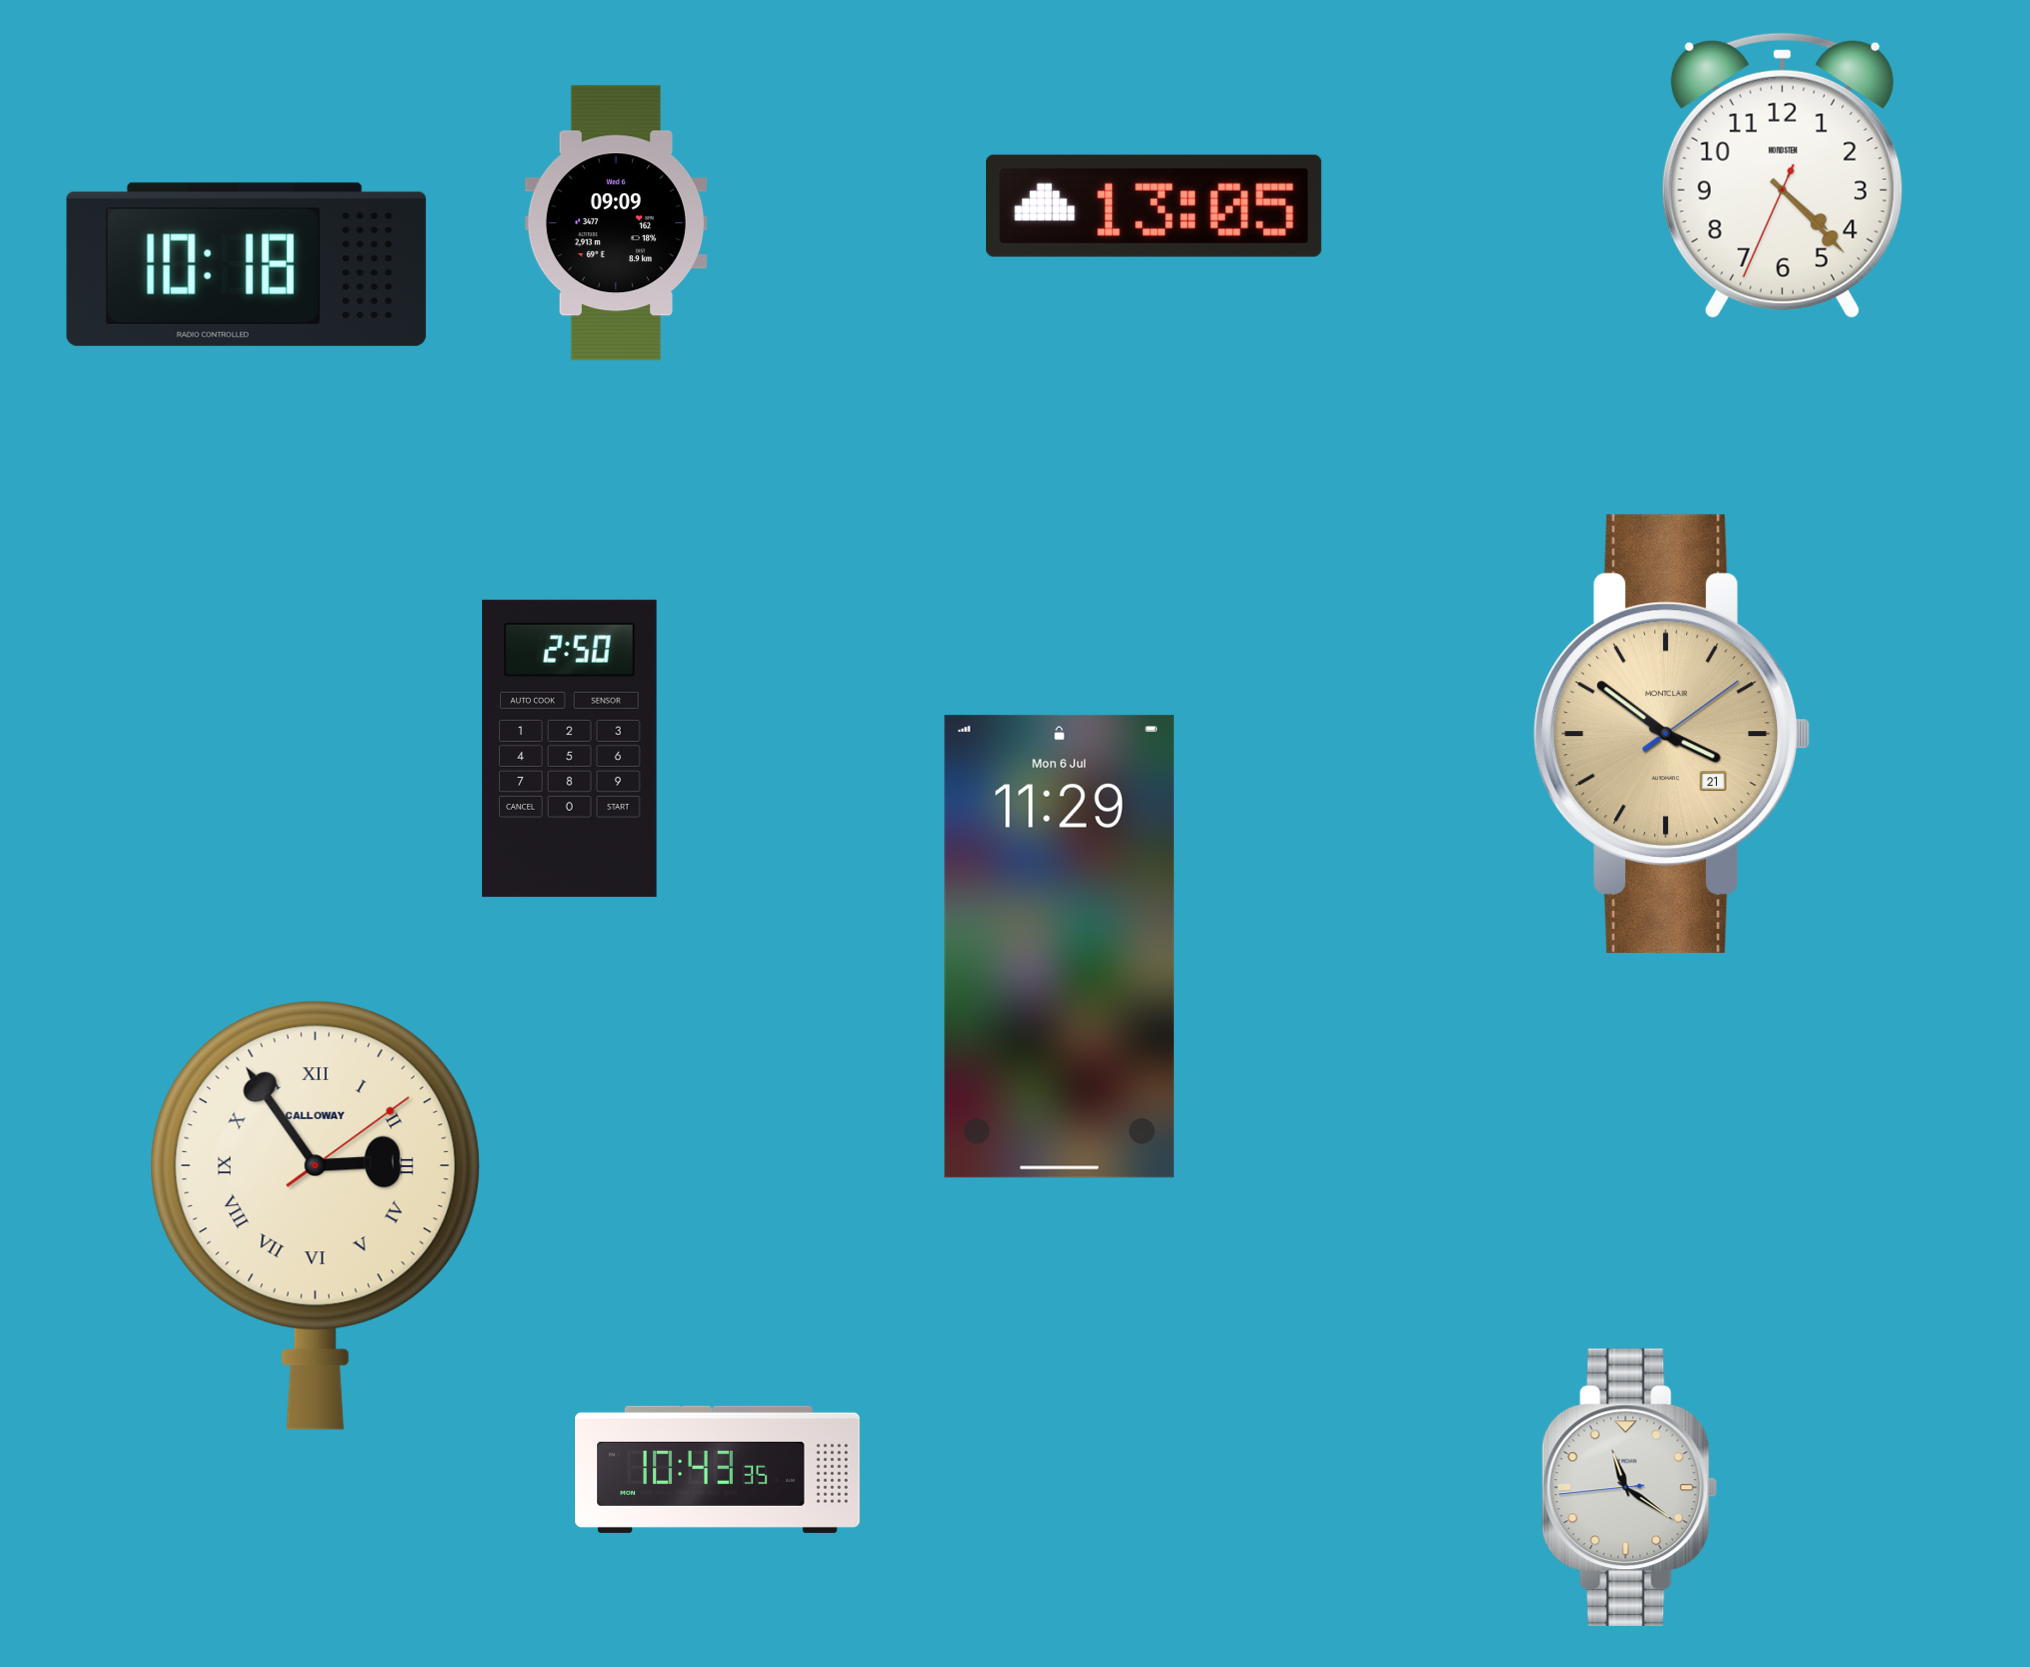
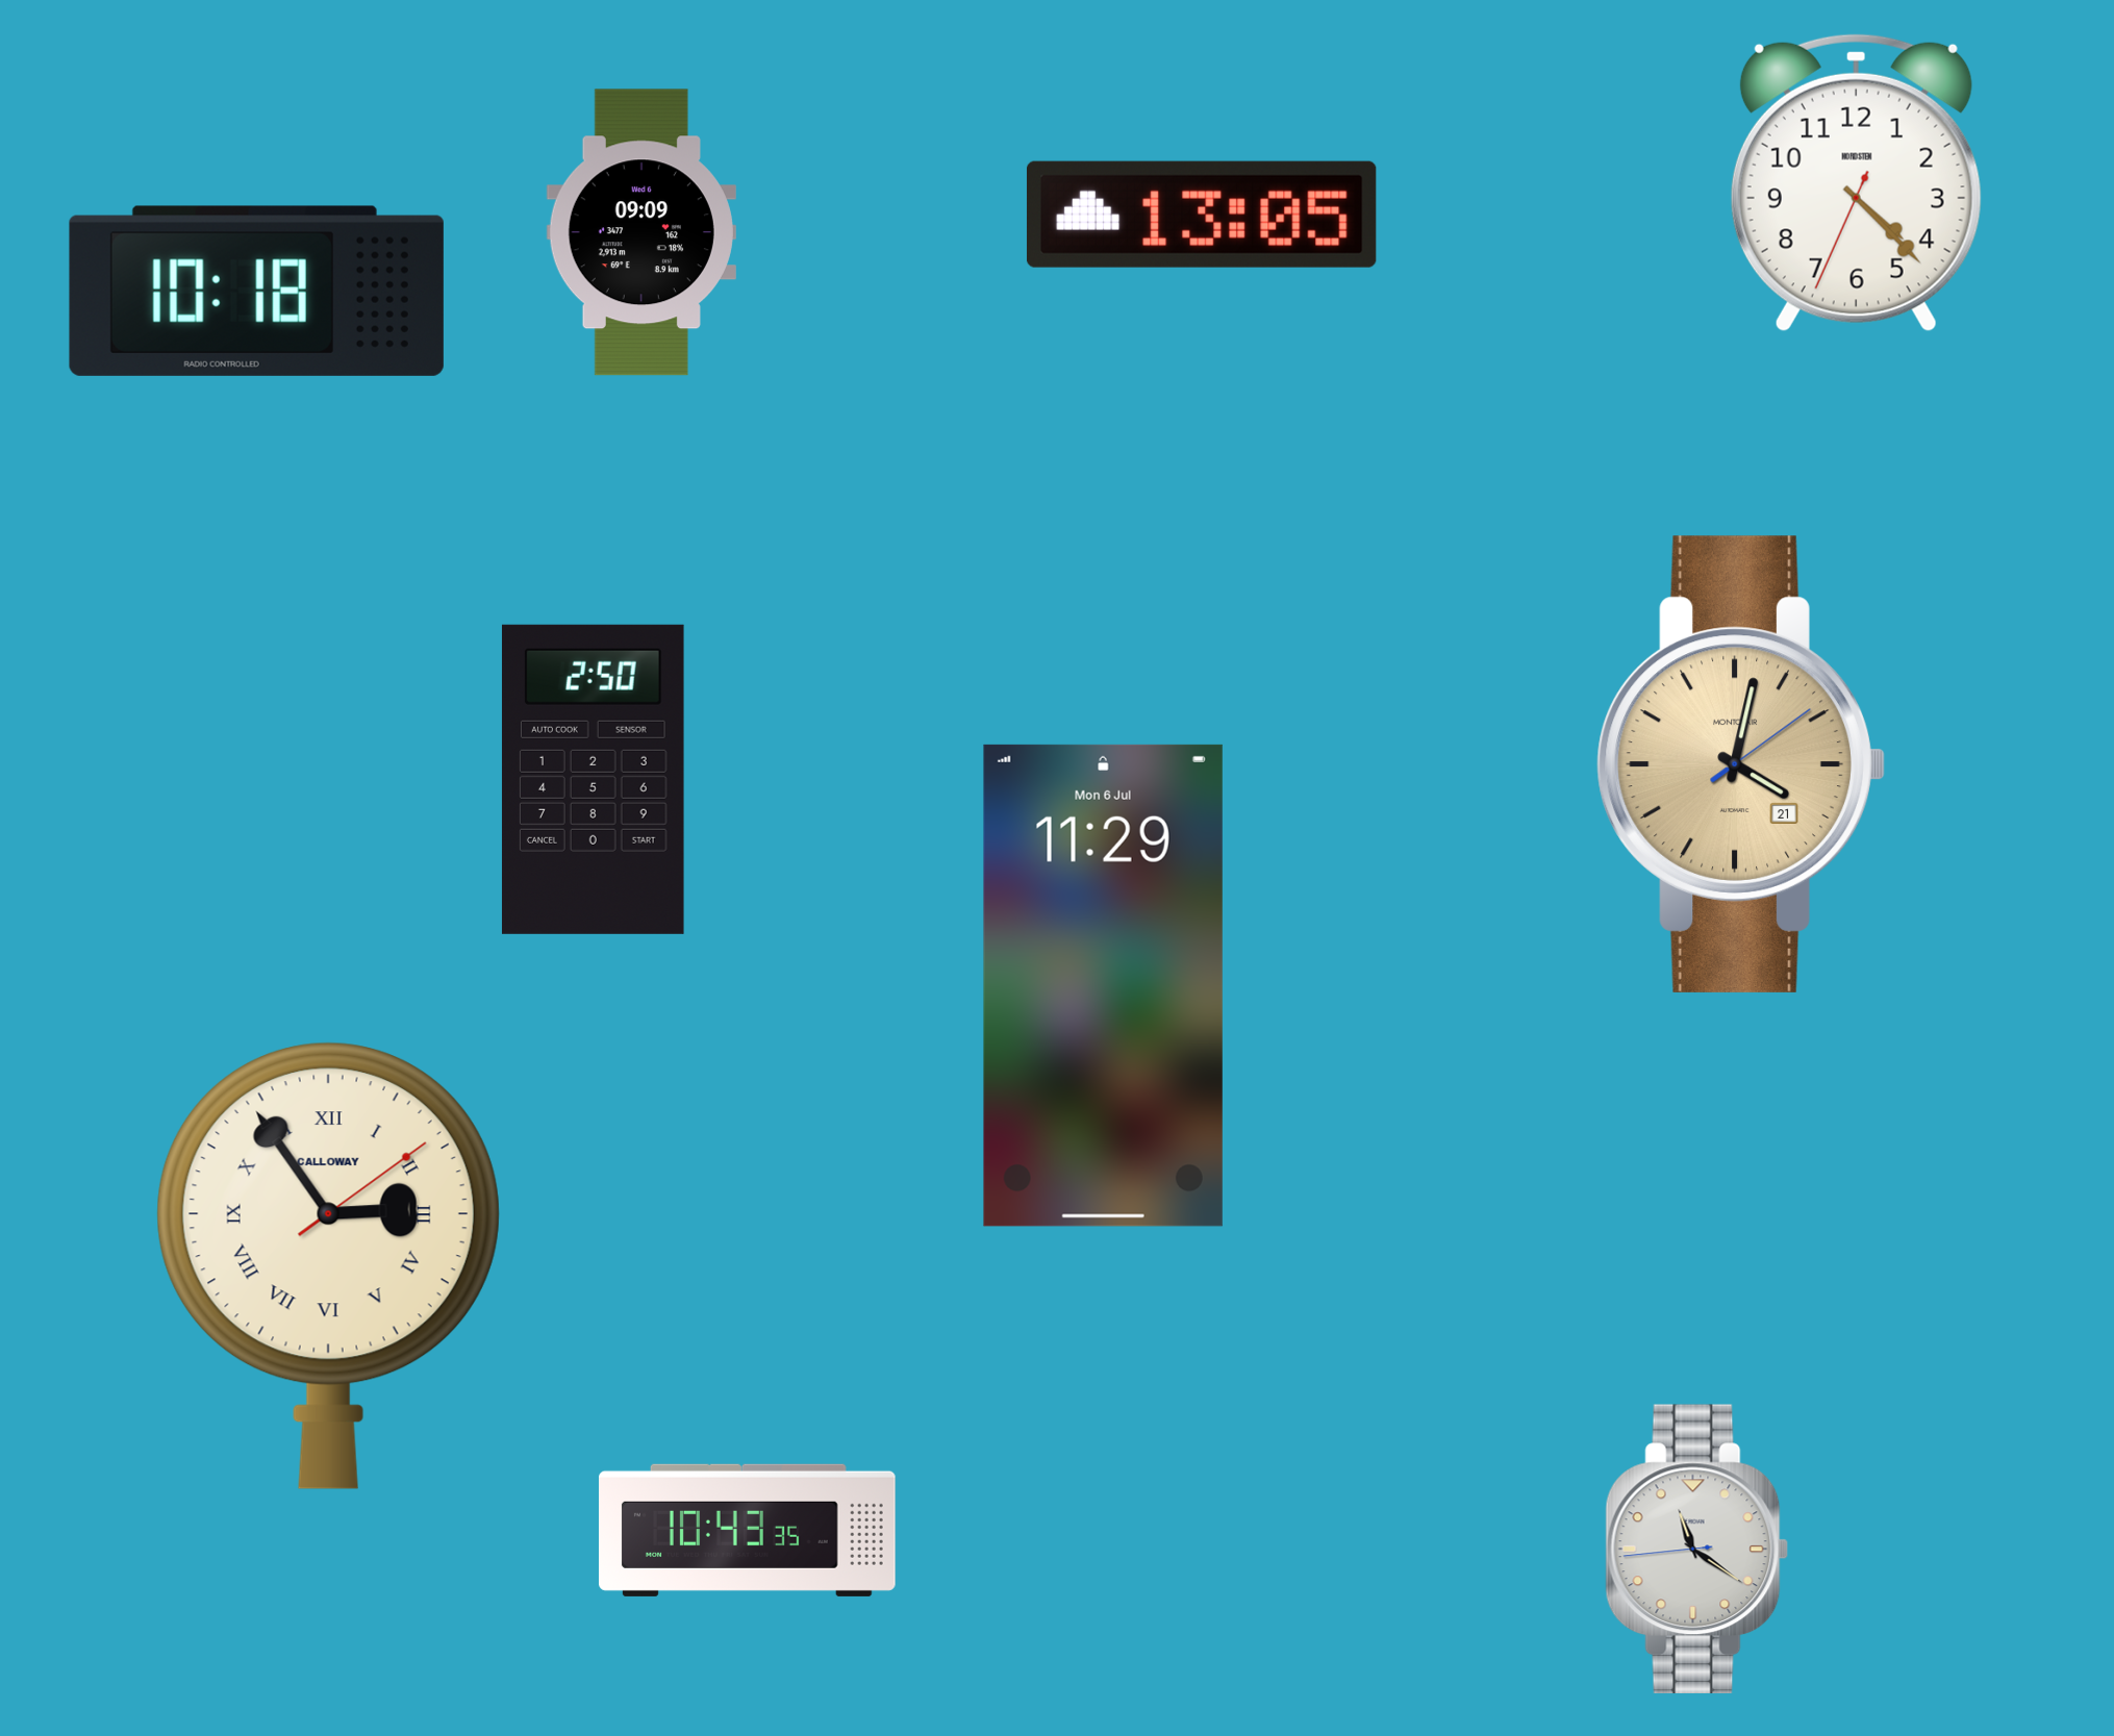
clock at (246, 264) position: (246, 264) -> (256, 291)
clock at (1672, 734): 3:51 -> 4:02
